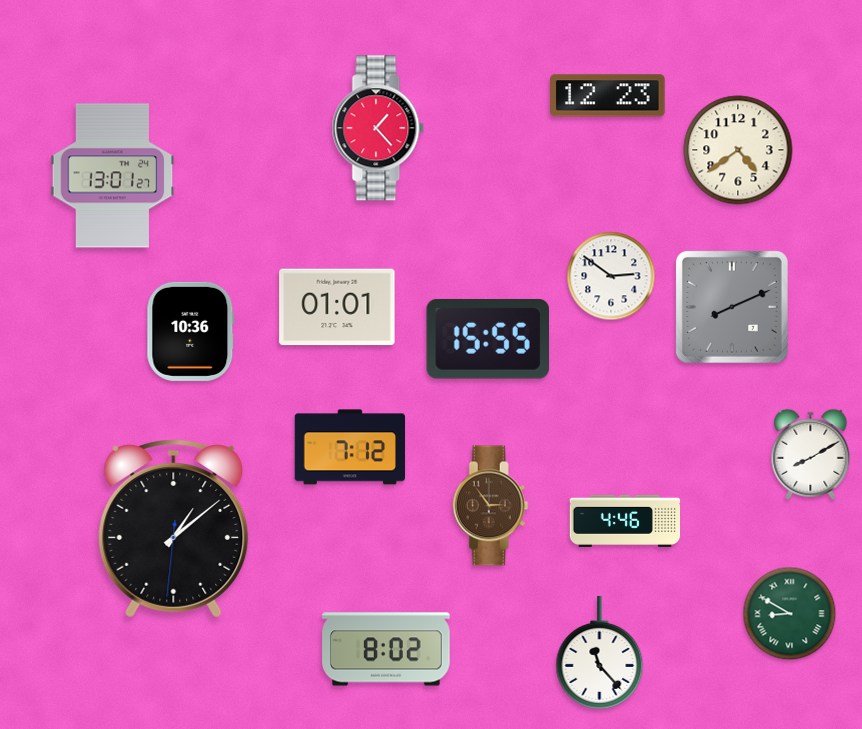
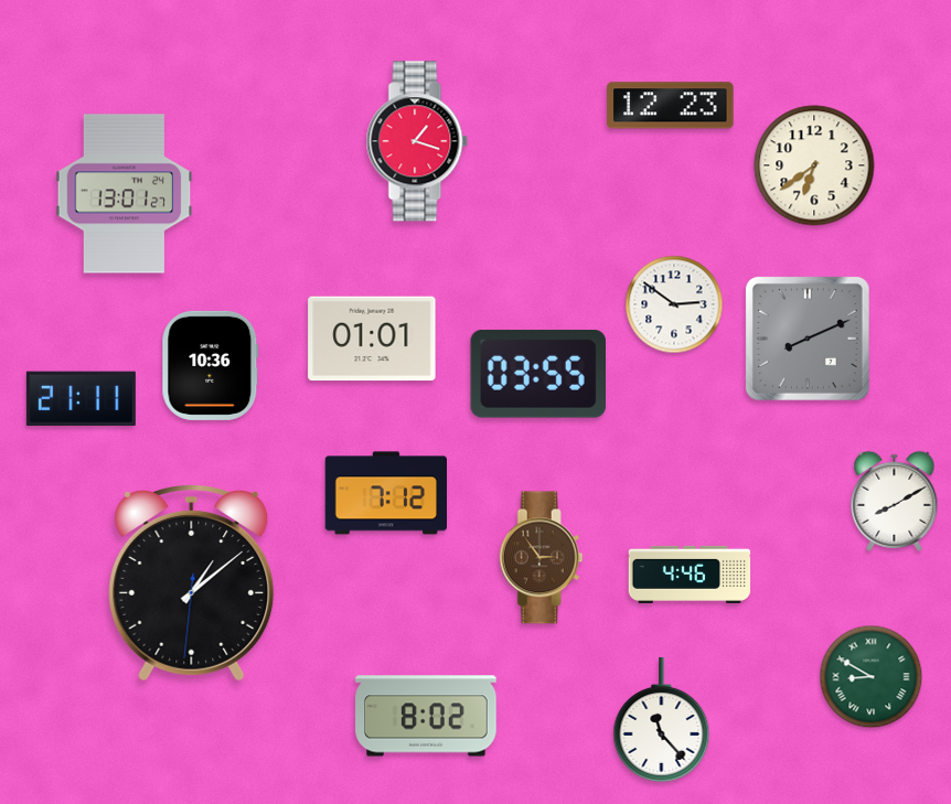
clock at (378, 128): 1:23 -> 1:18
clock at (738, 150): 4:39 -> 6:39
clock at (487, 339): 15:55 -> 03:55
clock at (81, 398): none -> 21:11
